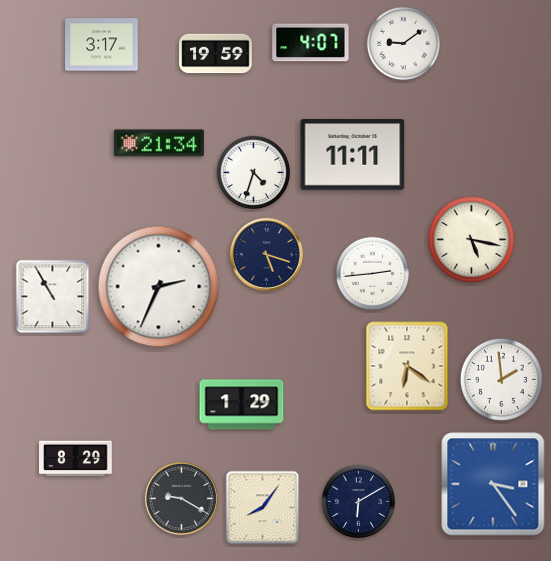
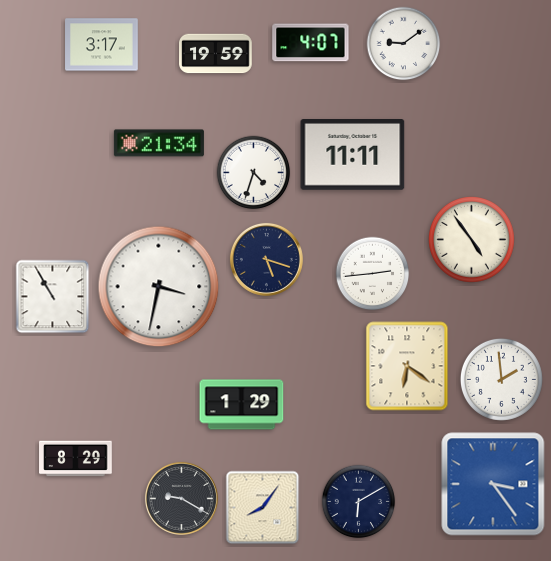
clock at (472, 240): 5:17 -> 4:54
clock at (266, 254) position: (266, 254) -> (266, 259)
clock at (159, 287): 2:34 -> 3:32
